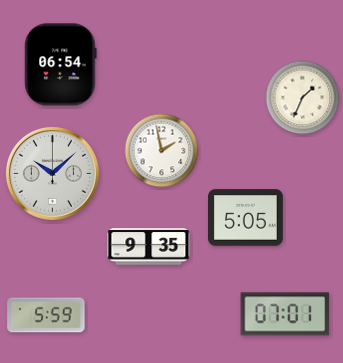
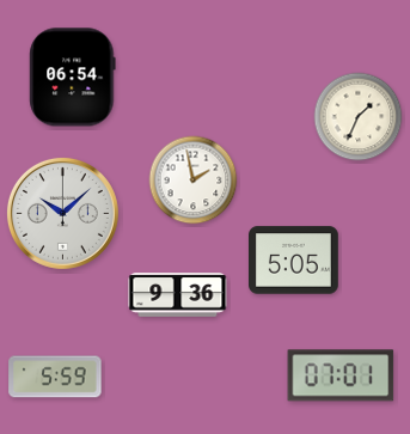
clock at (303, 98) position: (303, 98) -> (359, 117)
clock at (52, 173) position: (52, 173) -> (62, 213)
clock at (149, 247): 9:35 -> 9:36
